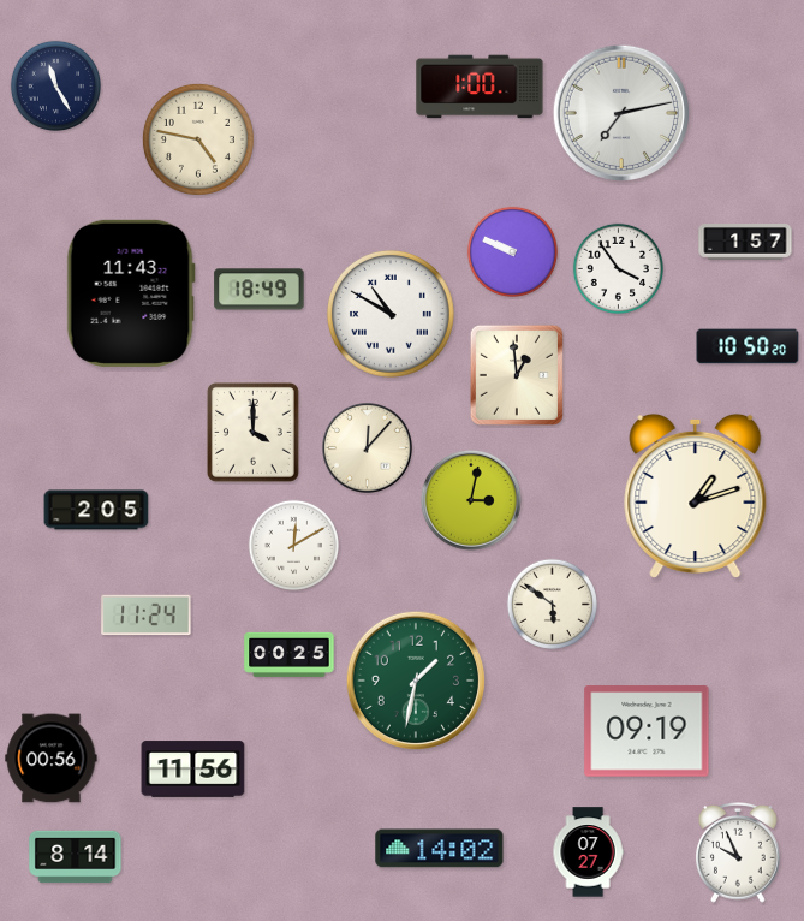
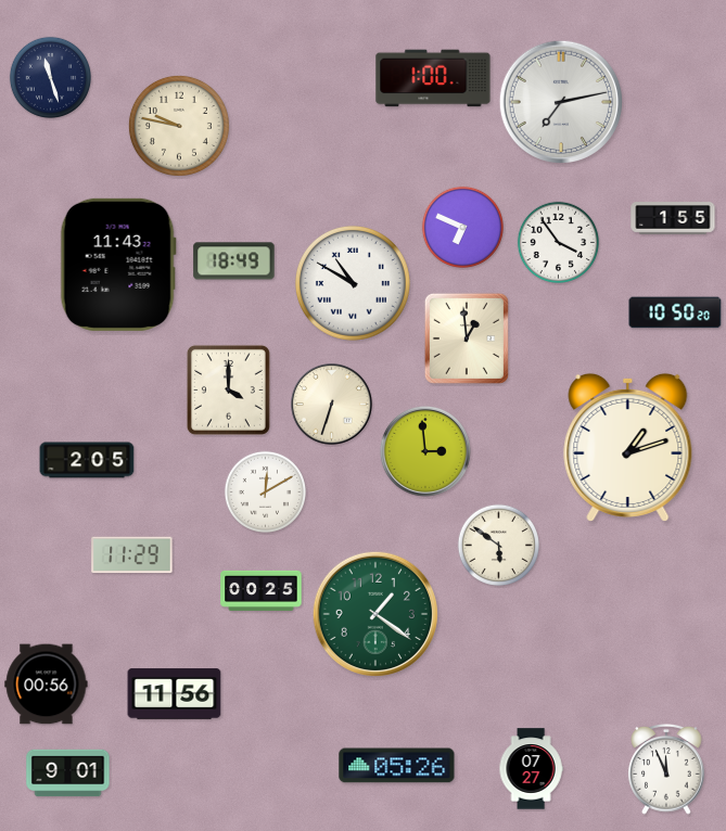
clock at (55, 85): 11:25 -> 11:27
clock at (198, 139): 4:47 -> 9:47
clock at (745, 243): 1:57 -> 1:55
clock at (512, 251): 9:49 -> 6:49
clock at (368, 448): 12:07 -> 6:33
clock at (471, 500): 3:02 -> 2:59
clock at (147, 616): 11:24 -> 11:29
clock at (416, 681): 1:32 -> 1:21
clock at (647, 731): 09:19 -> none
clock at (440, 849): 14:02 -> 05:26
clock at (738, 854): 9:56 -> 11:56
clock at (76, 857): 8:14 -> 9:01
